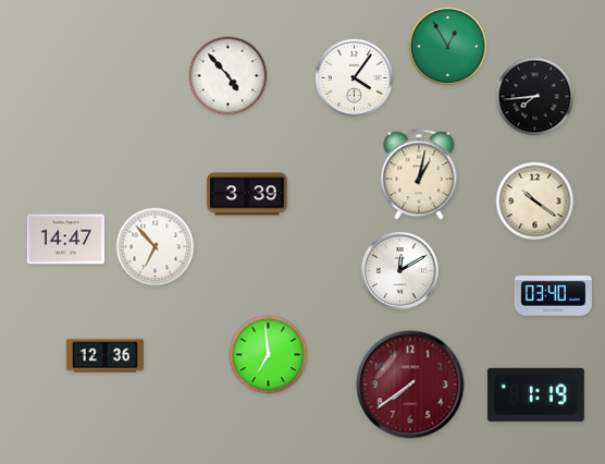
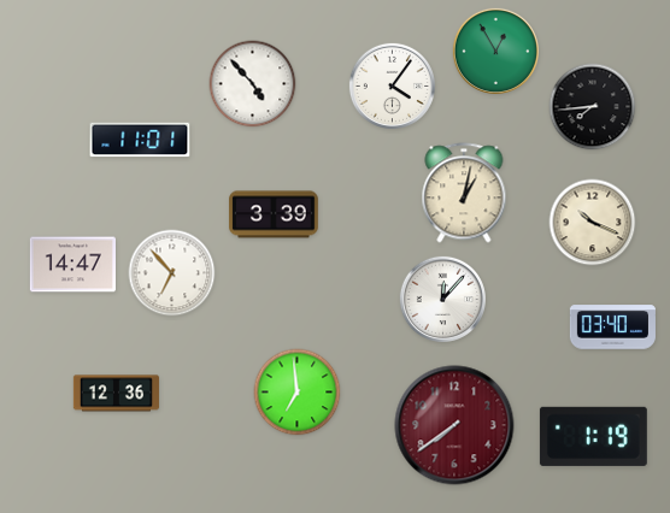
clock at (140, 140): none -> 11:01
clock at (535, 202): 10:21 -> 10:19
clock at (399, 270): 12:10 -> 12:07
